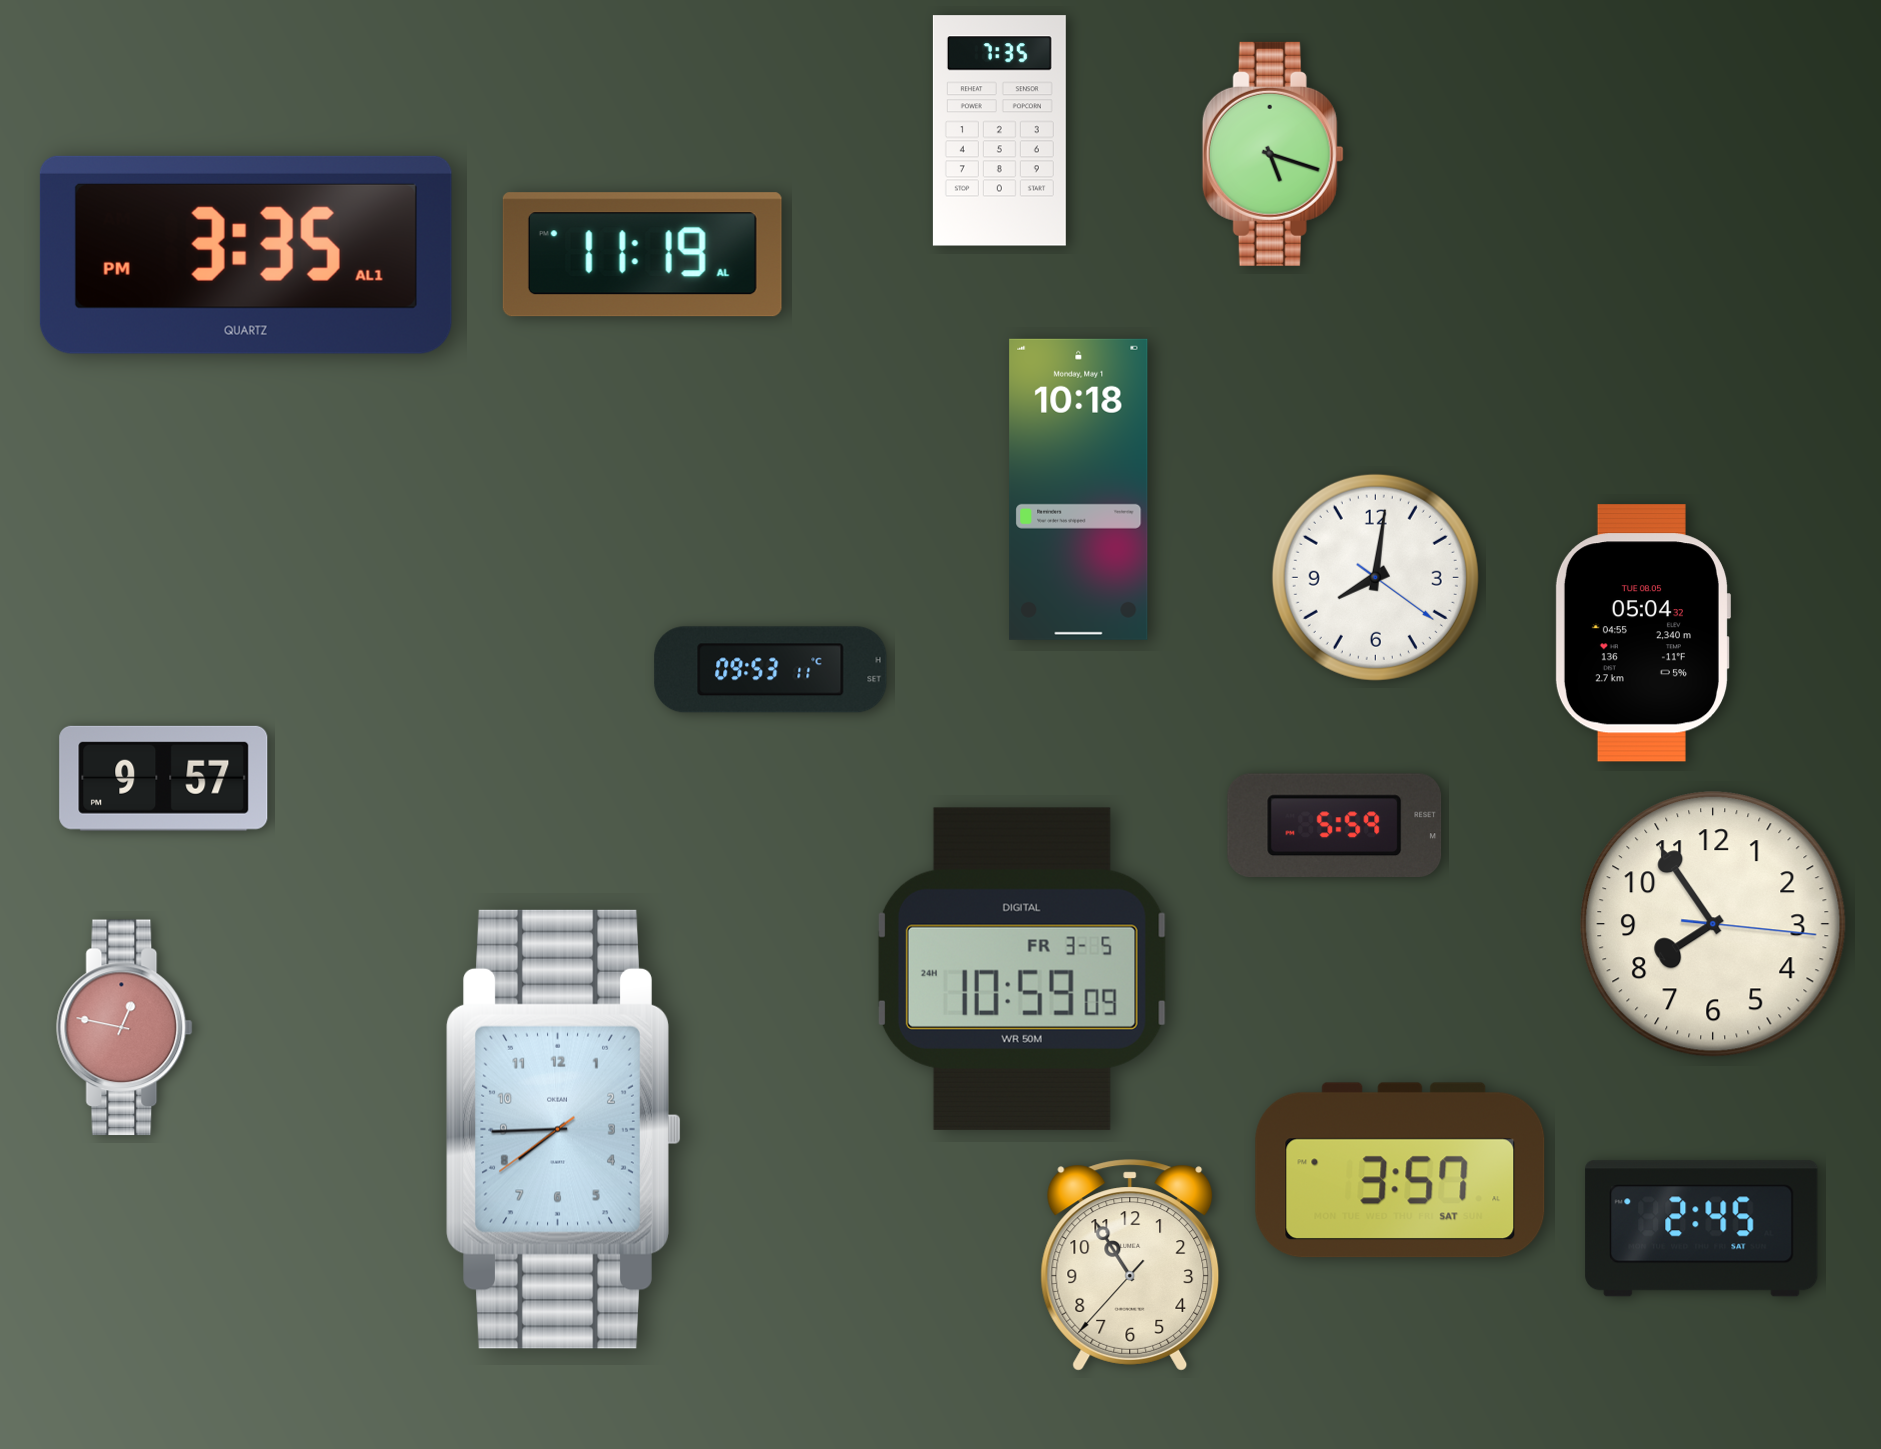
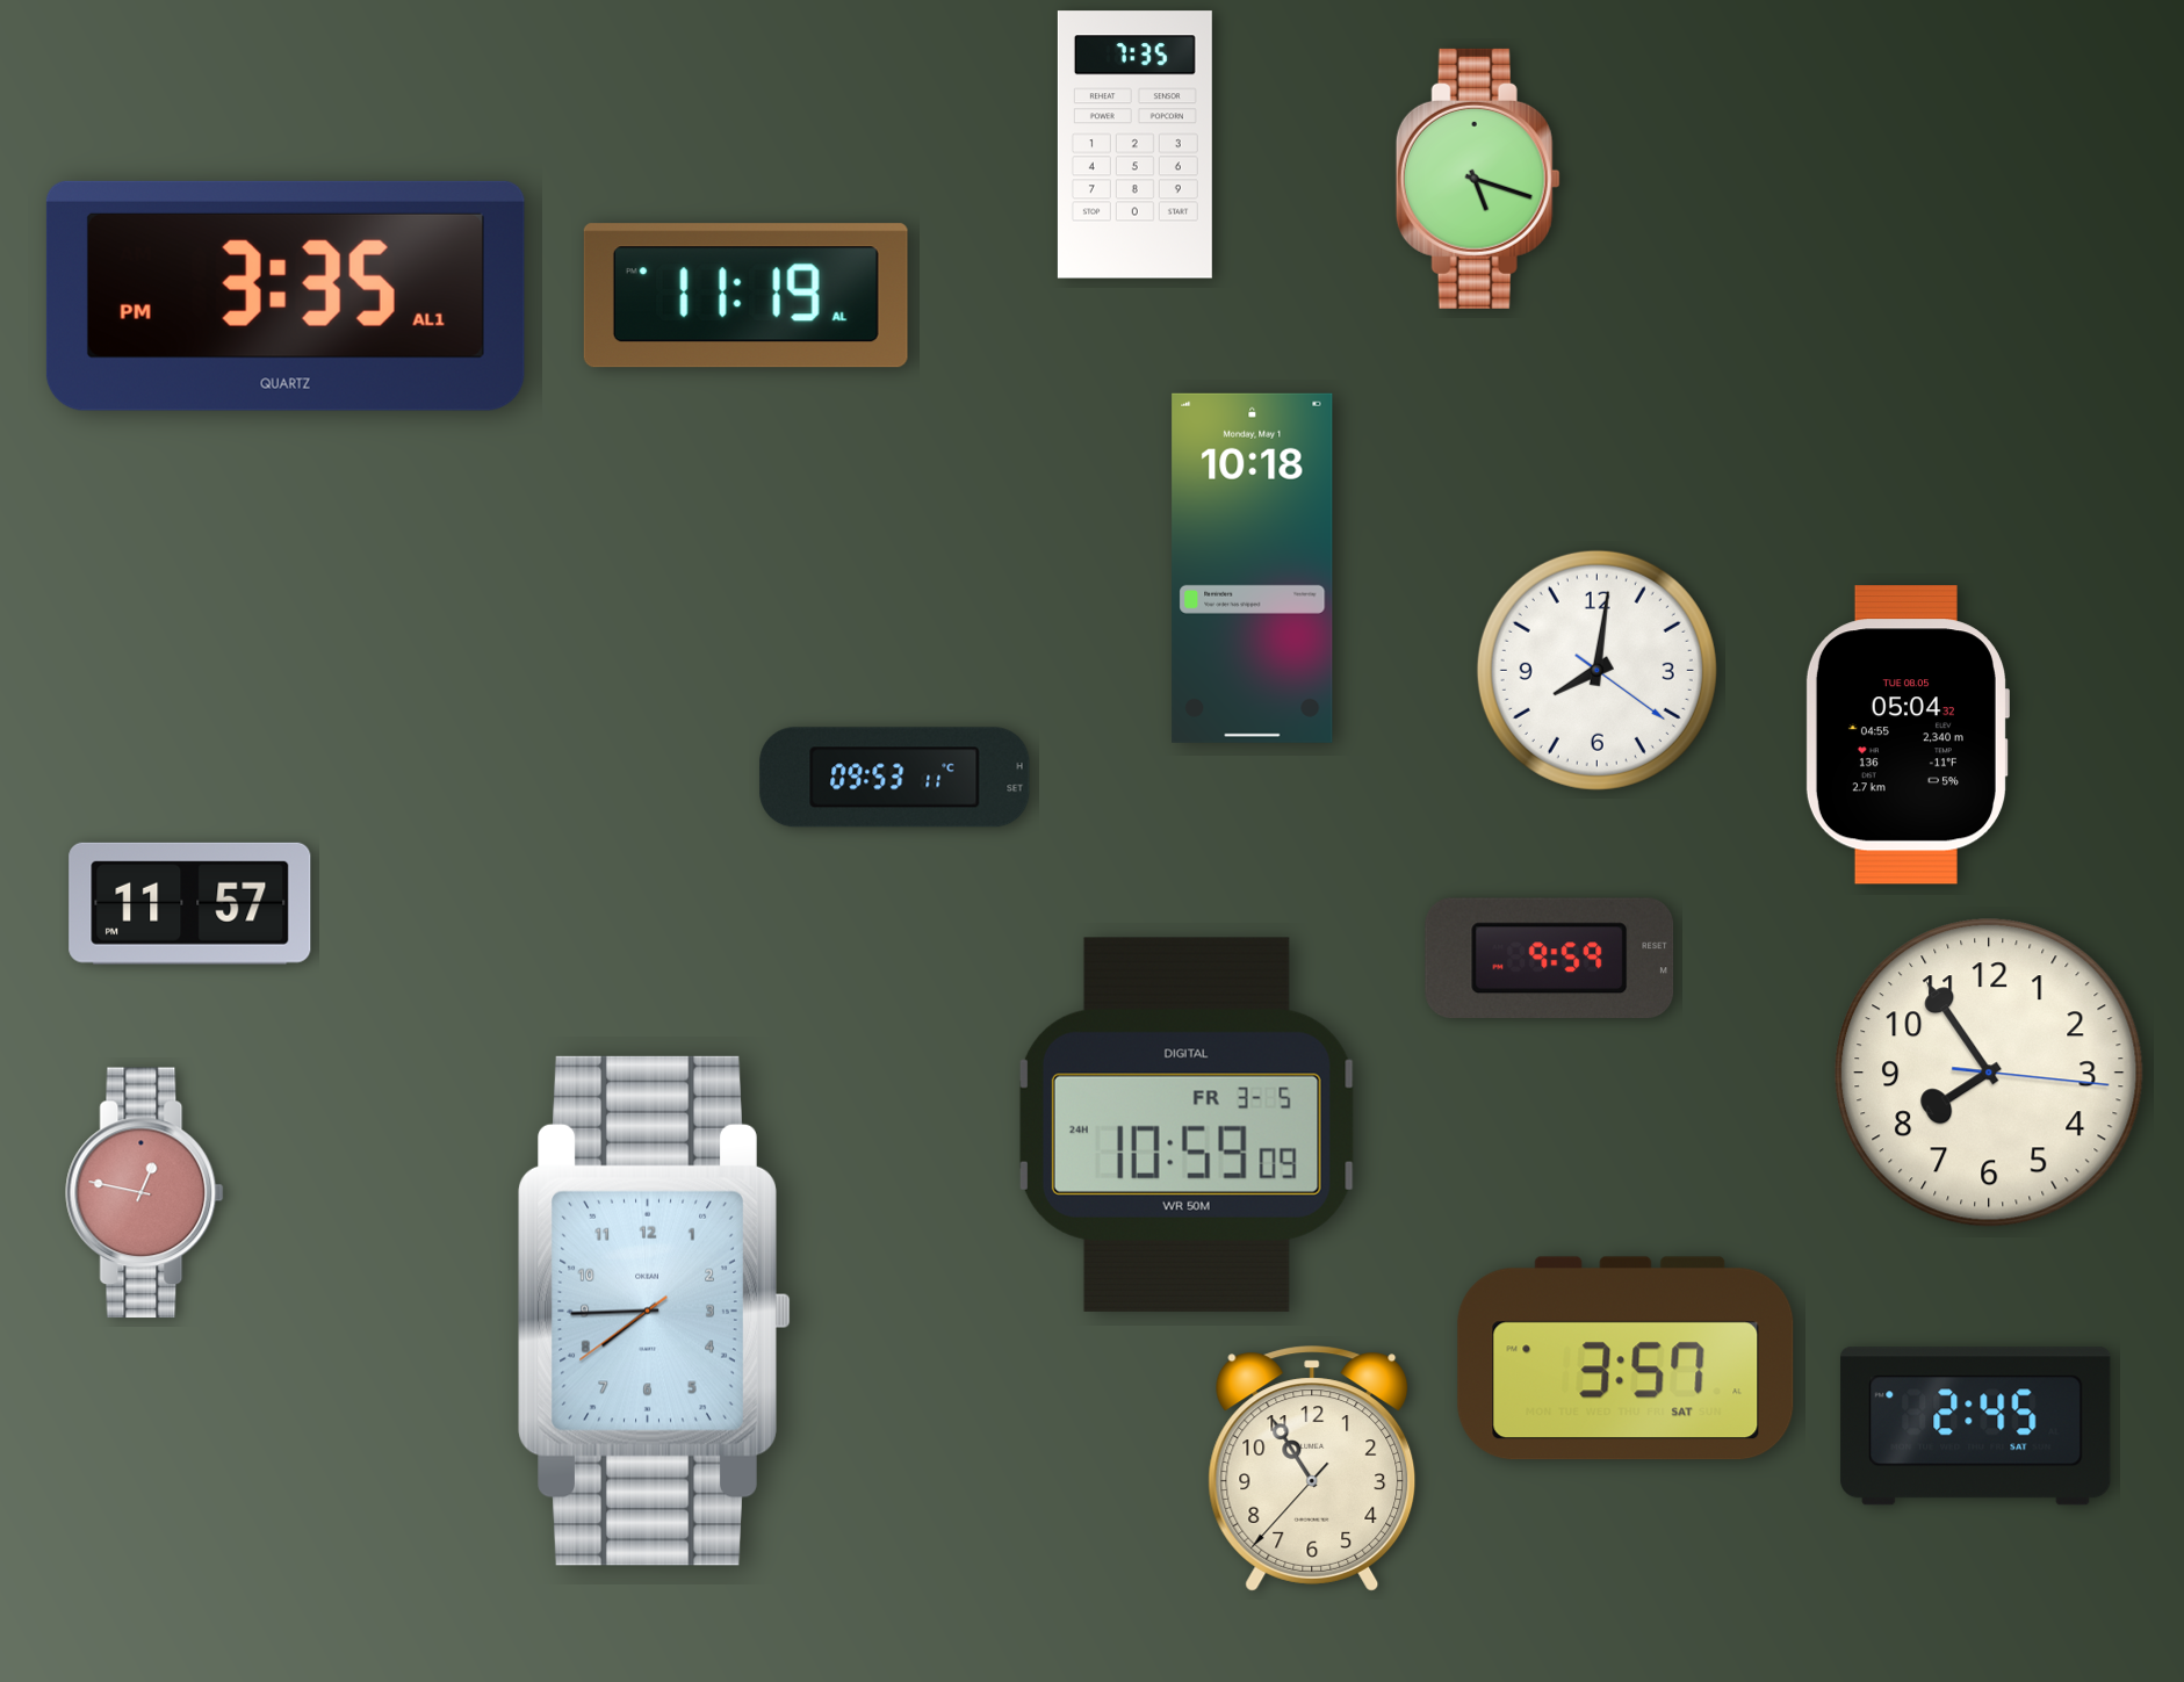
clock at (999, 131) position: (999, 131) -> (1134, 145)
clock at (164, 778): 9:57 -> 11:57
clock at (1335, 825): 5:59 -> 9:59
